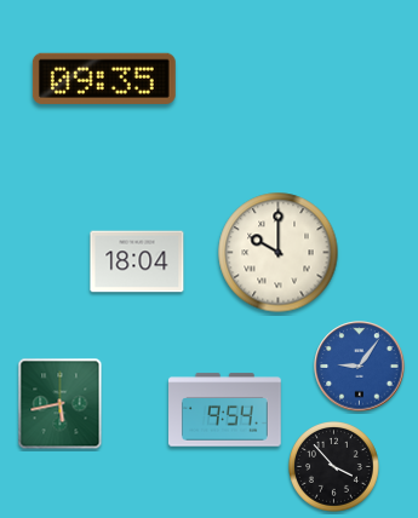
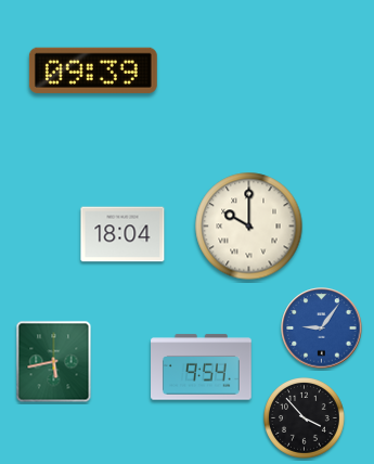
clock at (104, 79): 09:35 -> 09:39
clock at (334, 467) position: (334, 467) -> (305, 418)
